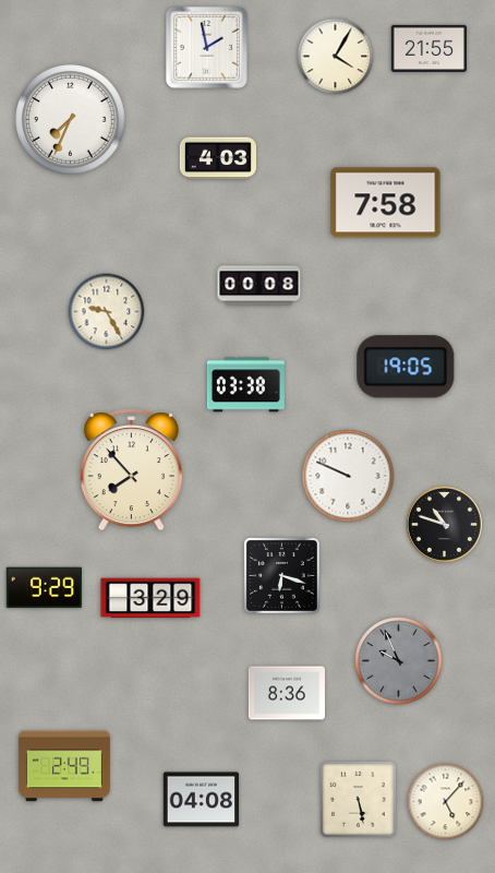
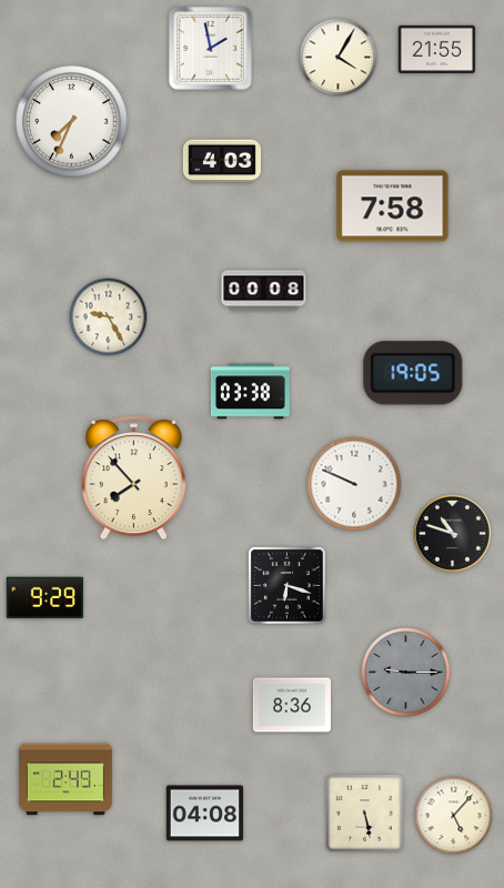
clock at (336, 57) position: (336, 57) -> (339, 58)
clock at (150, 598): 3:29 -> none
clock at (399, 661): 9:56 -> 9:15
